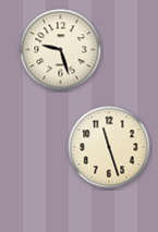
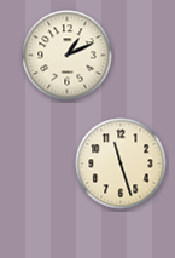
clock at (61, 50): 9:27 -> 1:11
